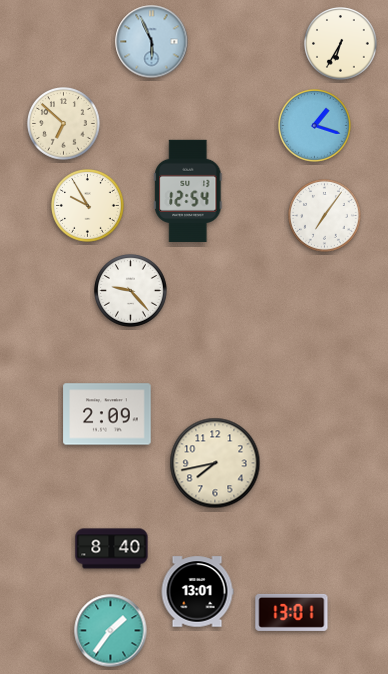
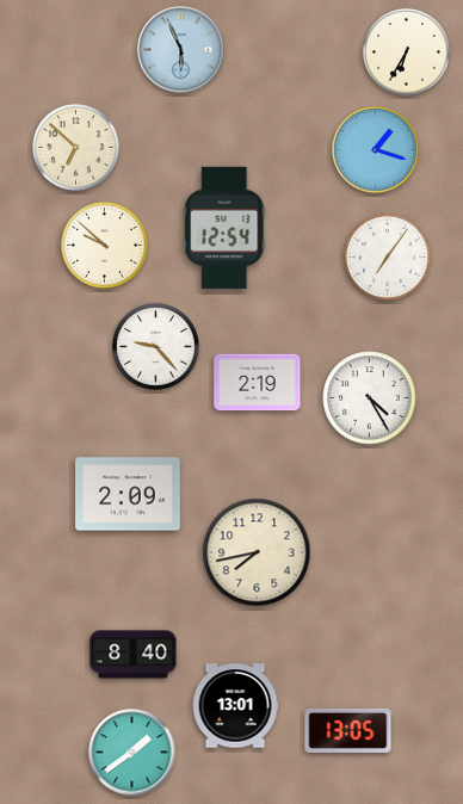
clock at (88, 206): 9:55 -> 9:52
clock at (258, 383): none -> 2:19
clock at (370, 398): none -> 4:25
clock at (292, 612): 13:01 -> 13:05
clock at (111, 631): 1:36 -> 1:39
